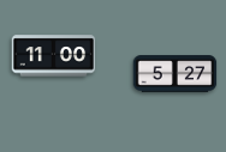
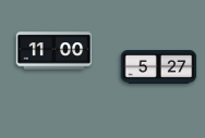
clock at (54, 56) position: (54, 56) -> (55, 51)
